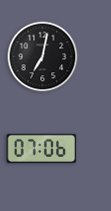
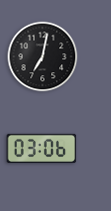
clock at (42, 148): 07:06 -> 03:06
